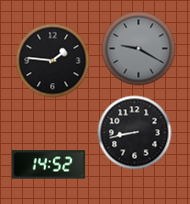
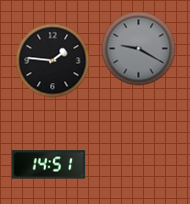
clock at (135, 133): 8:43 -> none
clock at (49, 165): 14:52 -> 14:51
